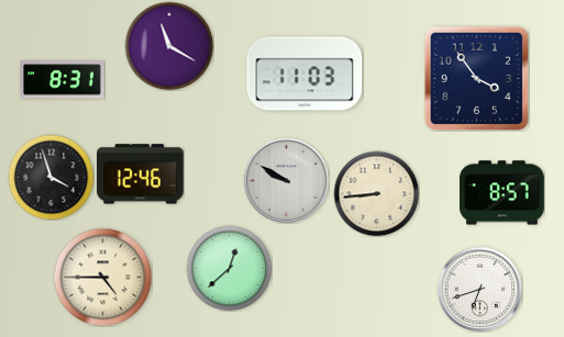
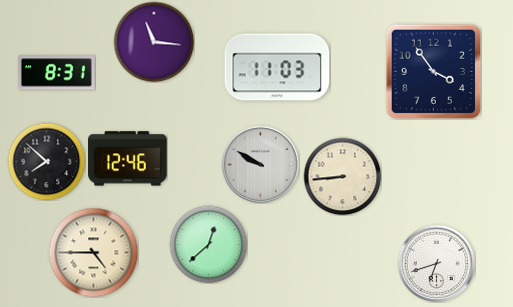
clock at (169, 46): 11:20 -> 11:16
clock at (51, 177): 3:57 -> 7:52
clock at (502, 193): 8:57 -> none
